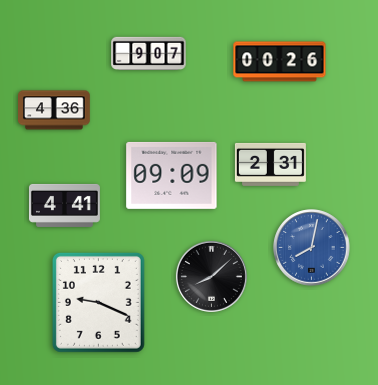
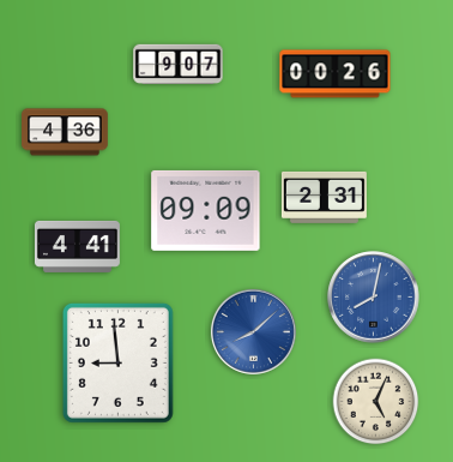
clock at (211, 276) dial: black -> blue
clock at (98, 302): 9:19 -> 8:59
clock at (376, 402): none -> 5:04
